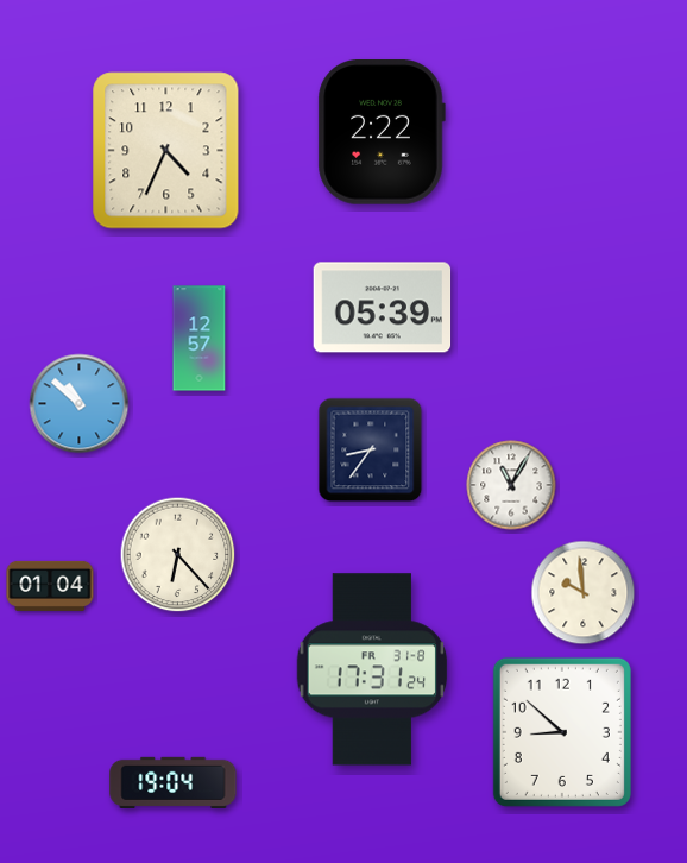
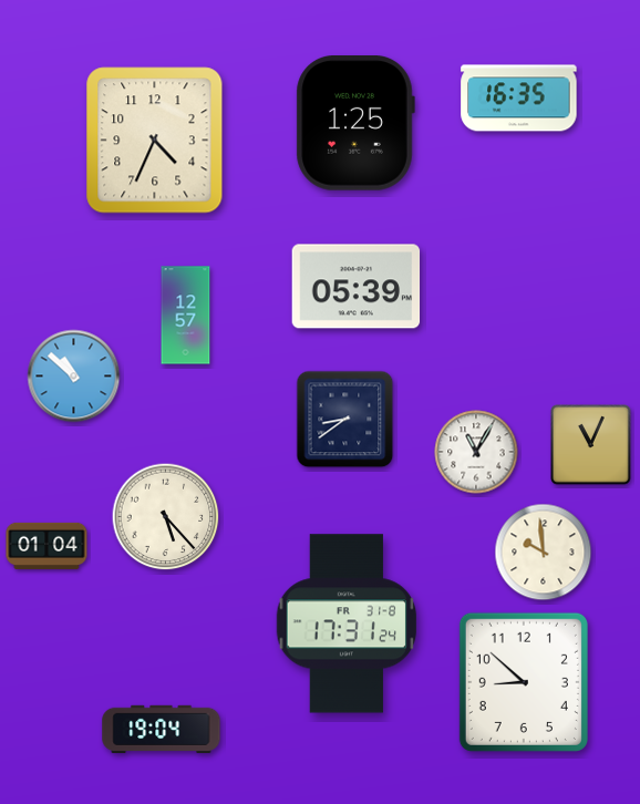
clock at (519, 99): none -> 16:35
clock at (382, 133): 2:22 -> 1:25
clock at (371, 451): 8:36 -> 8:39
clock at (591, 445): none -> 11:04
clock at (178, 555): 6:23 -> 5:23
